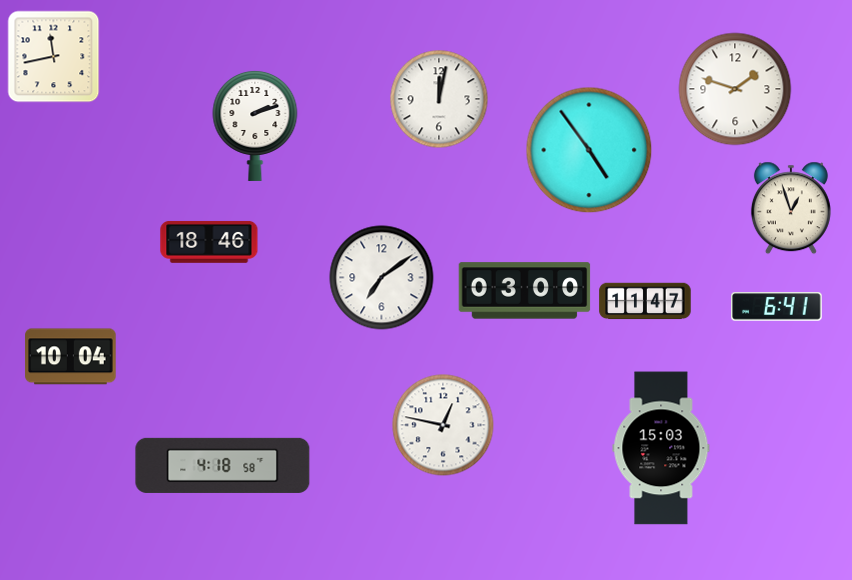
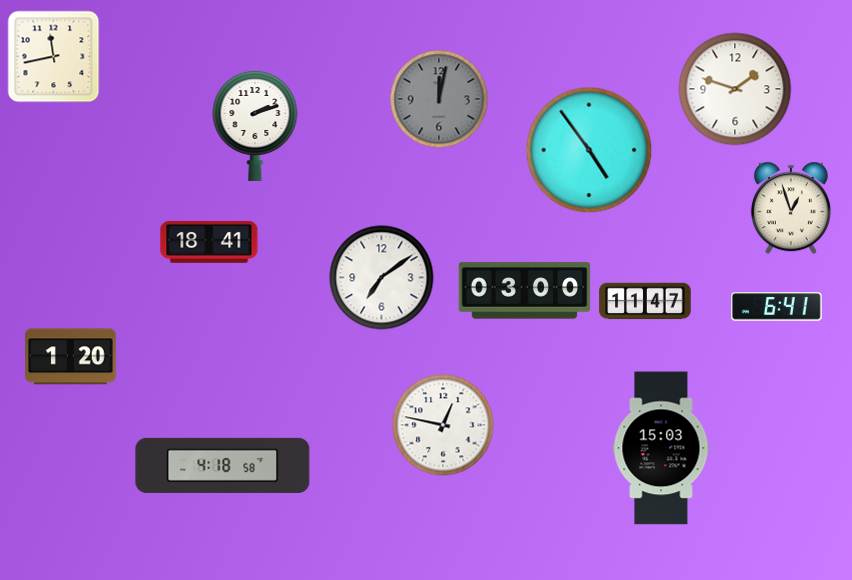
clock at (439, 99) dial: white -> grey
clock at (209, 242): 18:46 -> 18:41
clock at (71, 357): 10:04 -> 1:20
